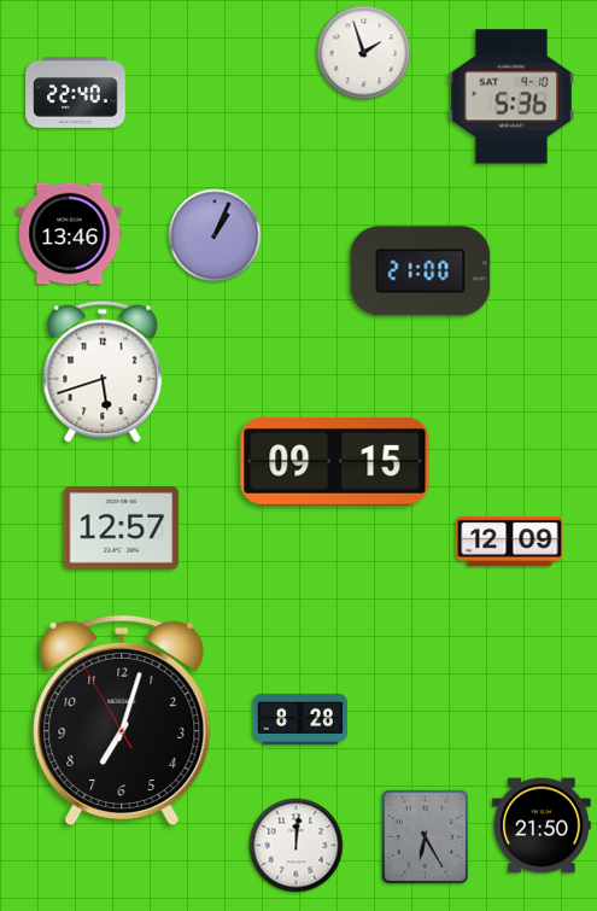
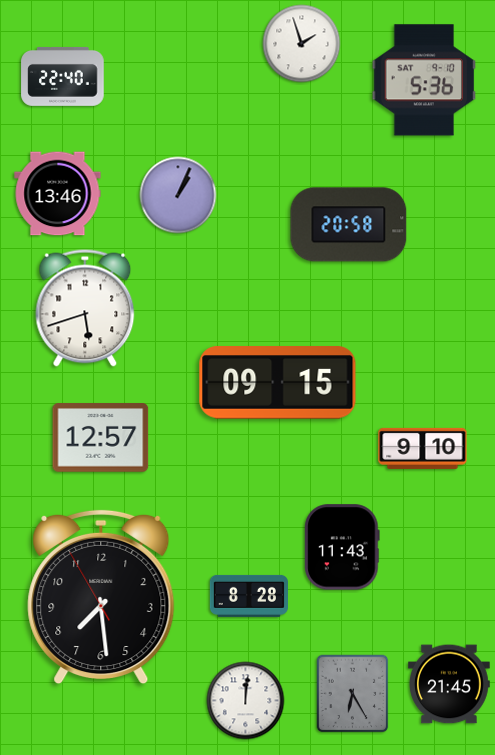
clock at (421, 271): 21:00 -> 20:58
clock at (510, 541): 12:09 -> 9:10
clock at (342, 547): none -> 11:43
clock at (122, 720): 7:02 -> 7:28
clock at (543, 825): 21:50 -> 21:45
